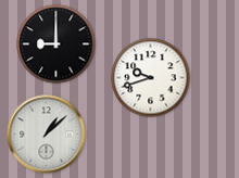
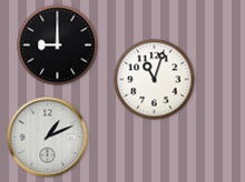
clock at (151, 78): 9:42 -> 11:03
clock at (47, 135): 1:08 -> 1:11
